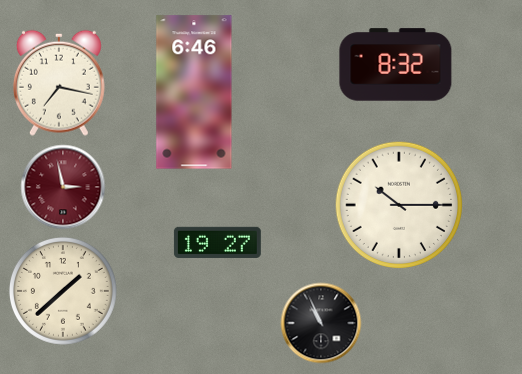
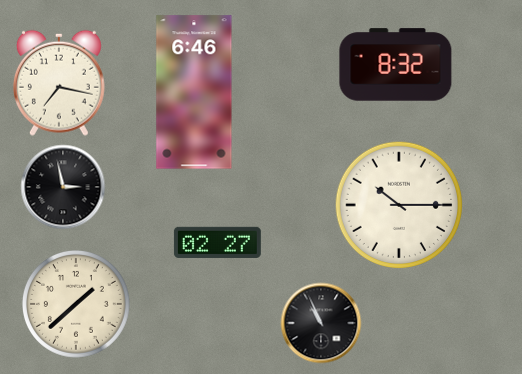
clock at (63, 187) dial: burgundy -> black
clock at (217, 242): 19:27 -> 02:27
clock at (63, 291) position: (63, 291) -> (76, 304)
